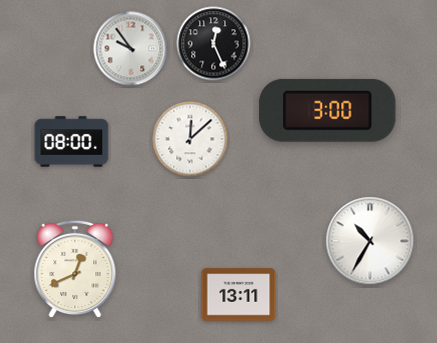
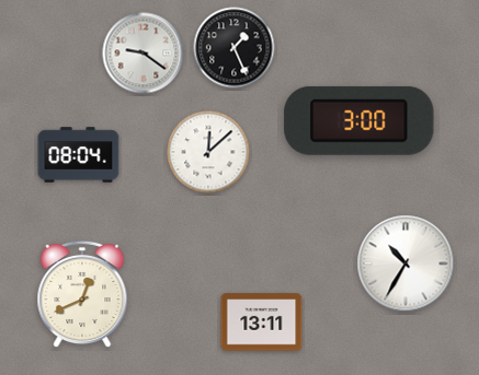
clock at (214, 44): 12:26 -> 1:26
clock at (131, 49): 9:54 -> 9:21
clock at (72, 142): 08:00 -> 08:04
